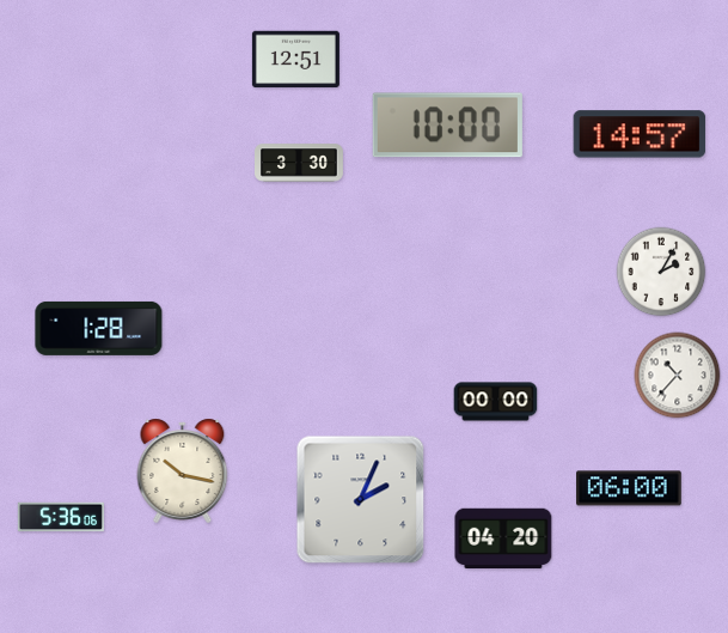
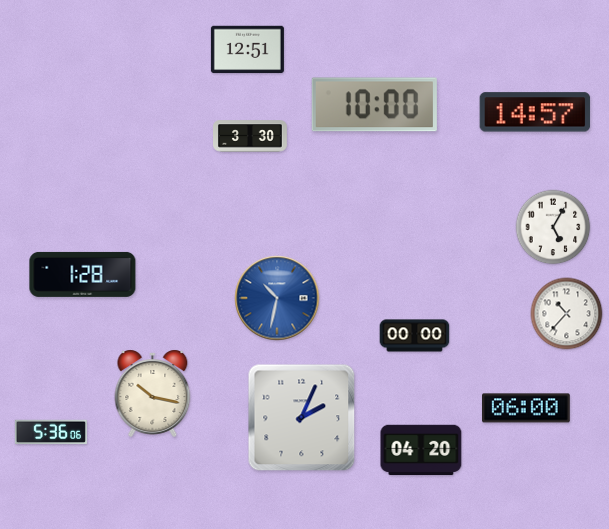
clock at (661, 272): 2:05 -> 5:05
clock at (277, 298): none -> 10:32
